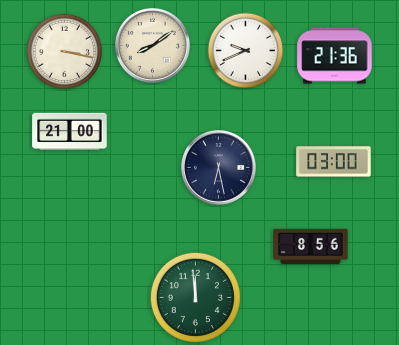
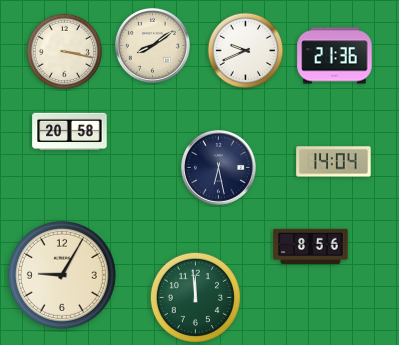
clock at (70, 132): 21:00 -> 20:58
clock at (334, 162): 03:00 -> 14:04
clock at (62, 275): none -> 9:05
